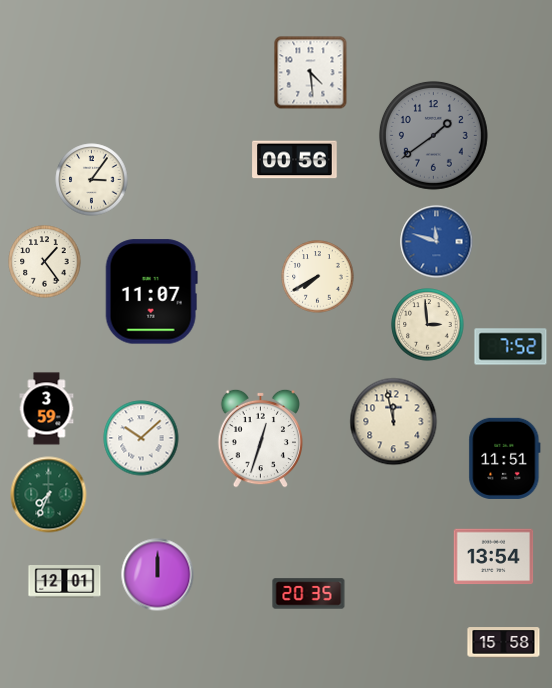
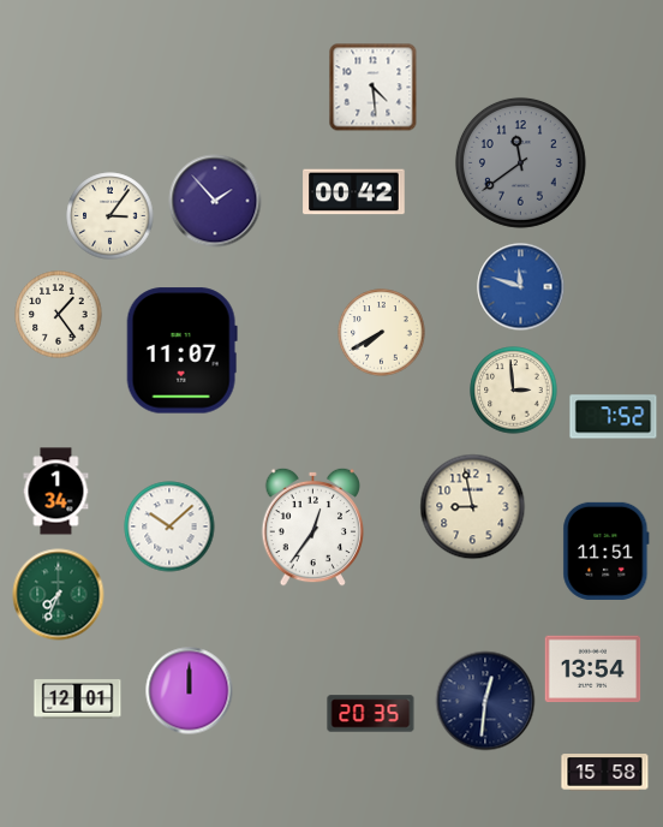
clock at (433, 135): 1:39 -> 11:39
clock at (295, 160): 00:56 -> 00:42
clock at (215, 201): none -> 1:53
clock at (437, 242) position: (437, 242) -> (521, 287)
clock at (45, 262) position: (45, 262) -> (59, 315)
clock at (47, 409): 3:59 -> 1:34
clock at (394, 422): 11:58 -> 8:58
clock at (261, 438): 12:33 -> 12:36
clock at (485, 701): none -> 12:31
